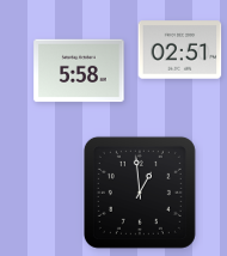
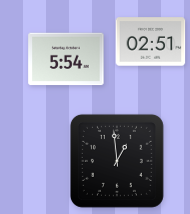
clock at (79, 71): 5:58 -> 5:54
